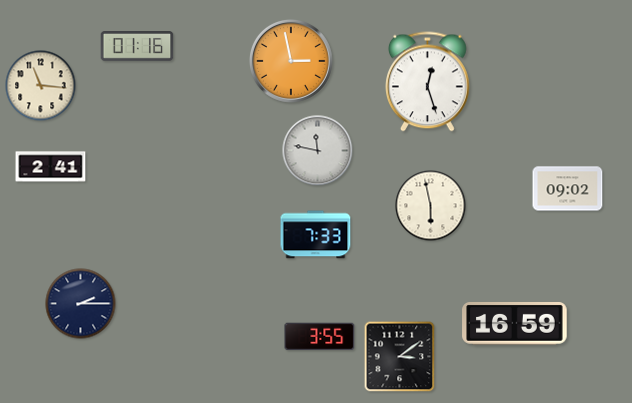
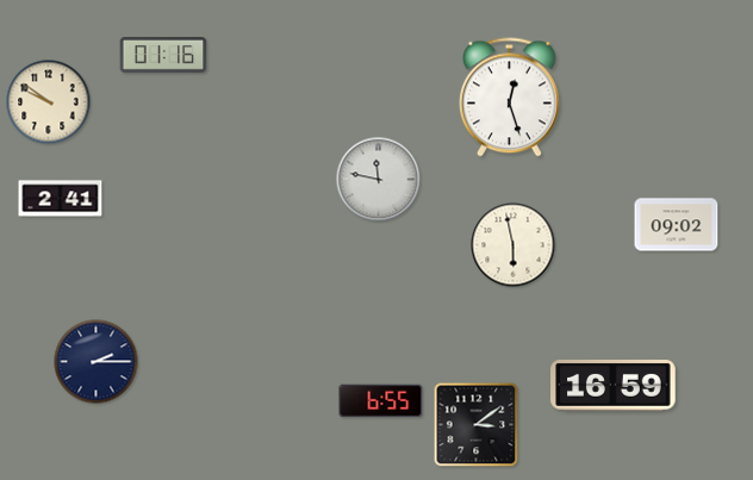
clock at (291, 61): 2:58 -> none
clock at (41, 86): 11:16 -> 9:51
clock at (316, 235): 7:33 -> none
clock at (320, 337): 3:55 -> 6:55
